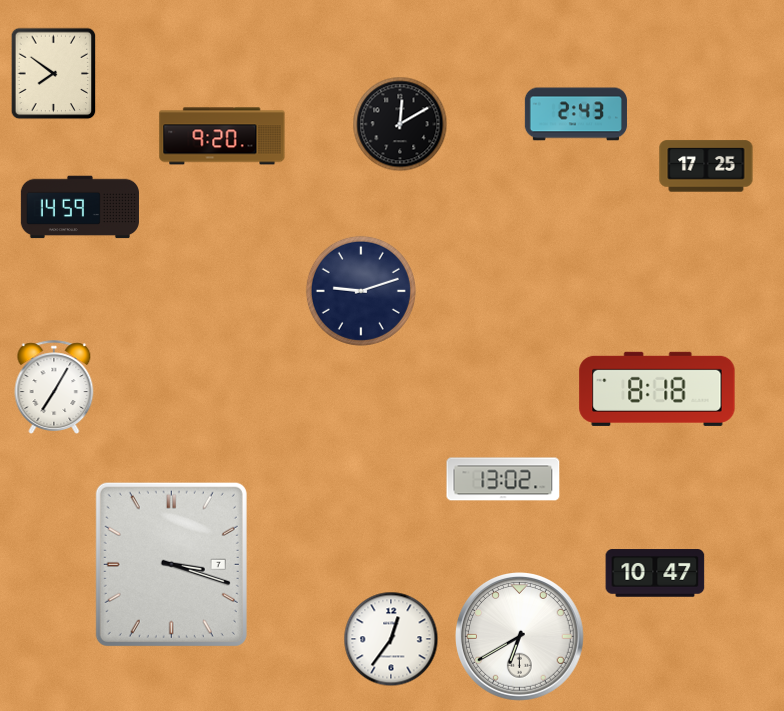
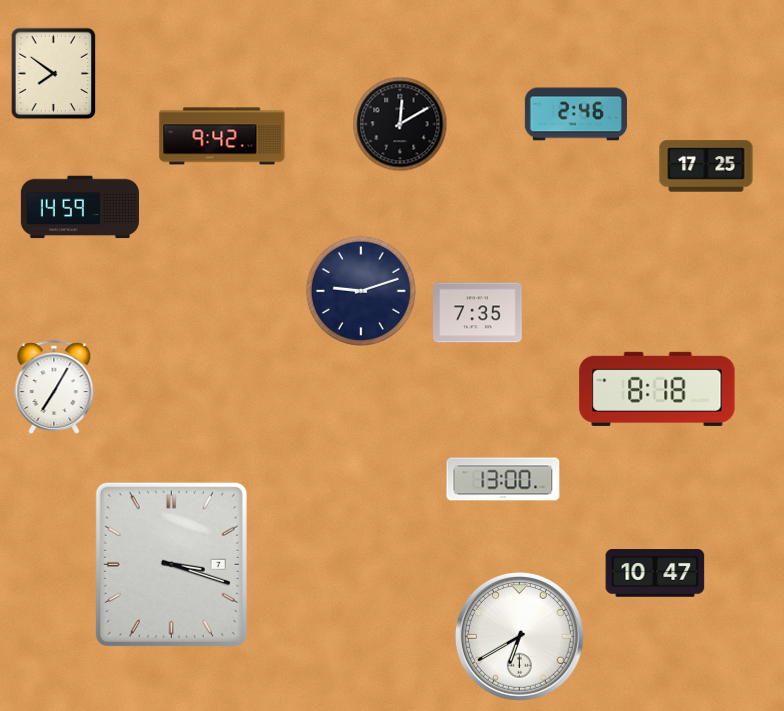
clock at (576, 114): 2:43 -> 2:46
clock at (222, 136): 9:20 -> 9:42
clock at (478, 313): none -> 7:35
clock at (503, 479): 13:02 -> 13:00
clock at (391, 639): 12:36 -> none
